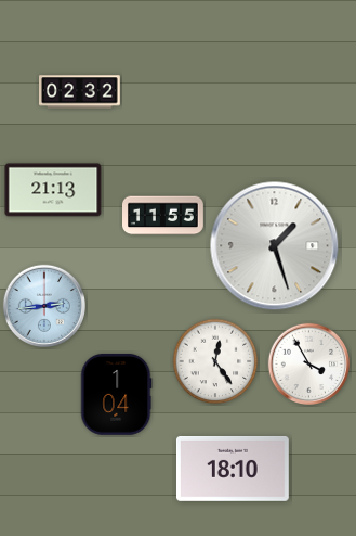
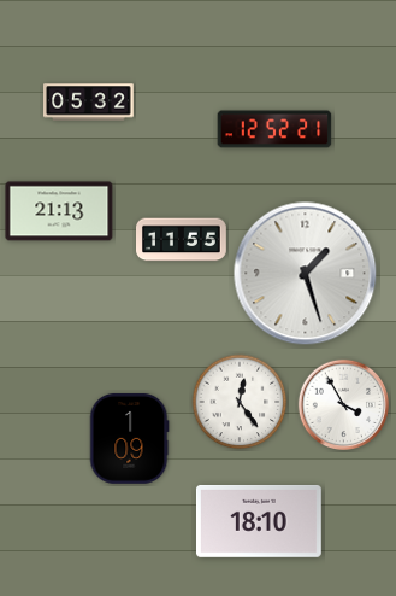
clock at (80, 92): 02:32 -> 05:32
clock at (274, 129): none -> 12:52
clock at (44, 306): 2:44 -> none
clock at (116, 394): 1:04 -> 1:09
